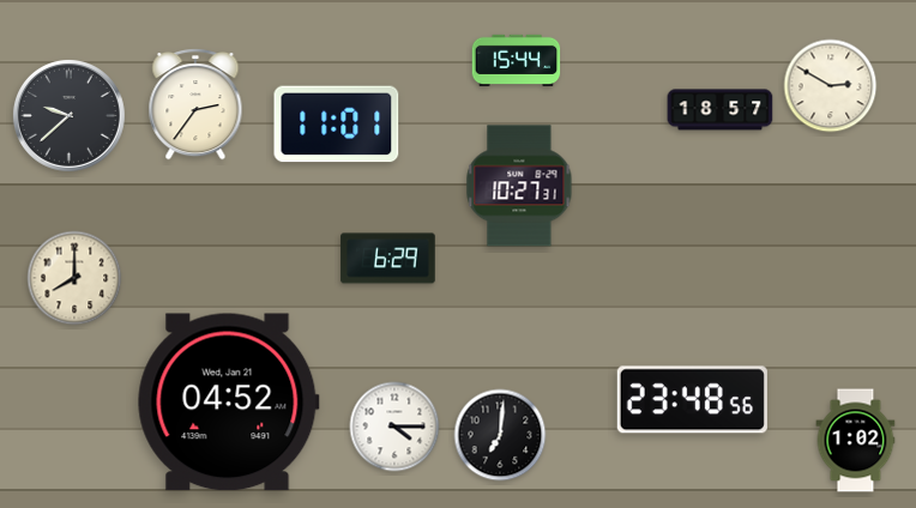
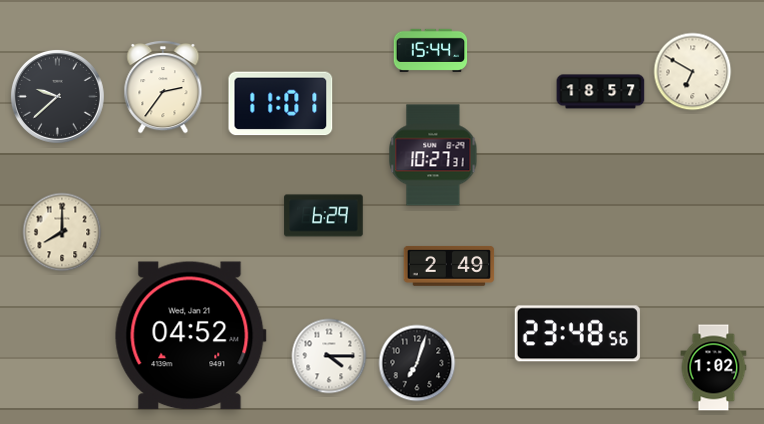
clock at (831, 86): 2:50 -> 6:50
clock at (449, 266): none -> 2:49
clock at (500, 435): 7:01 -> 7:03
